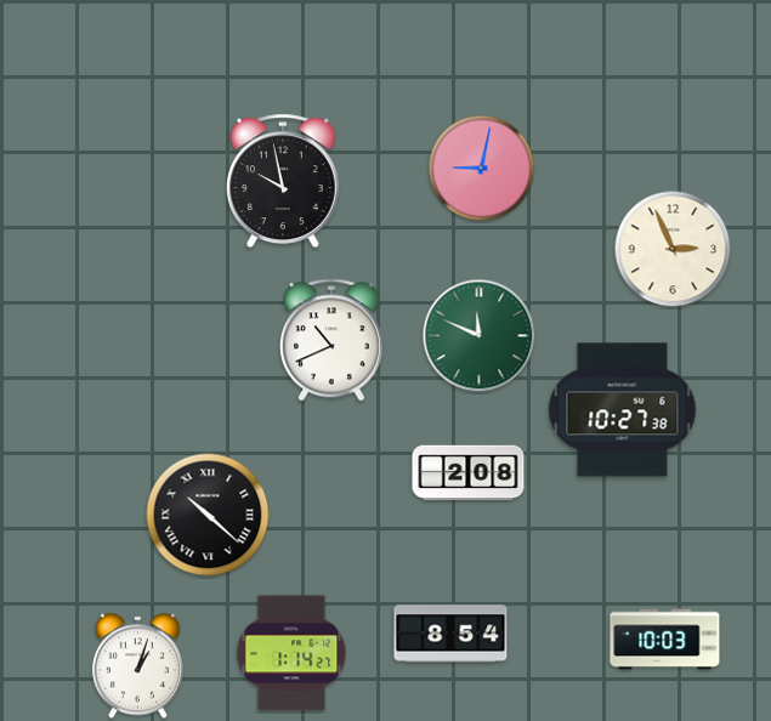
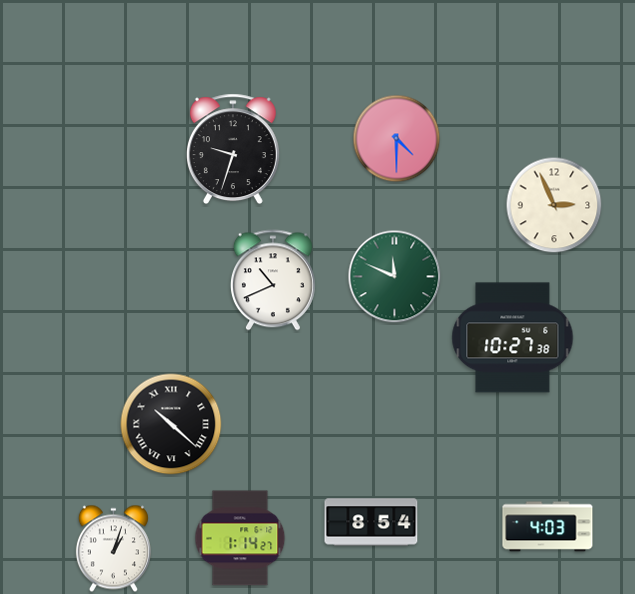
clock at (482, 169): 9:02 -> 4:30
clock at (283, 181): 9:58 -> 9:33
clock at (469, 473): 2:08 -> none
clock at (665, 640): 10:03 -> 4:03
